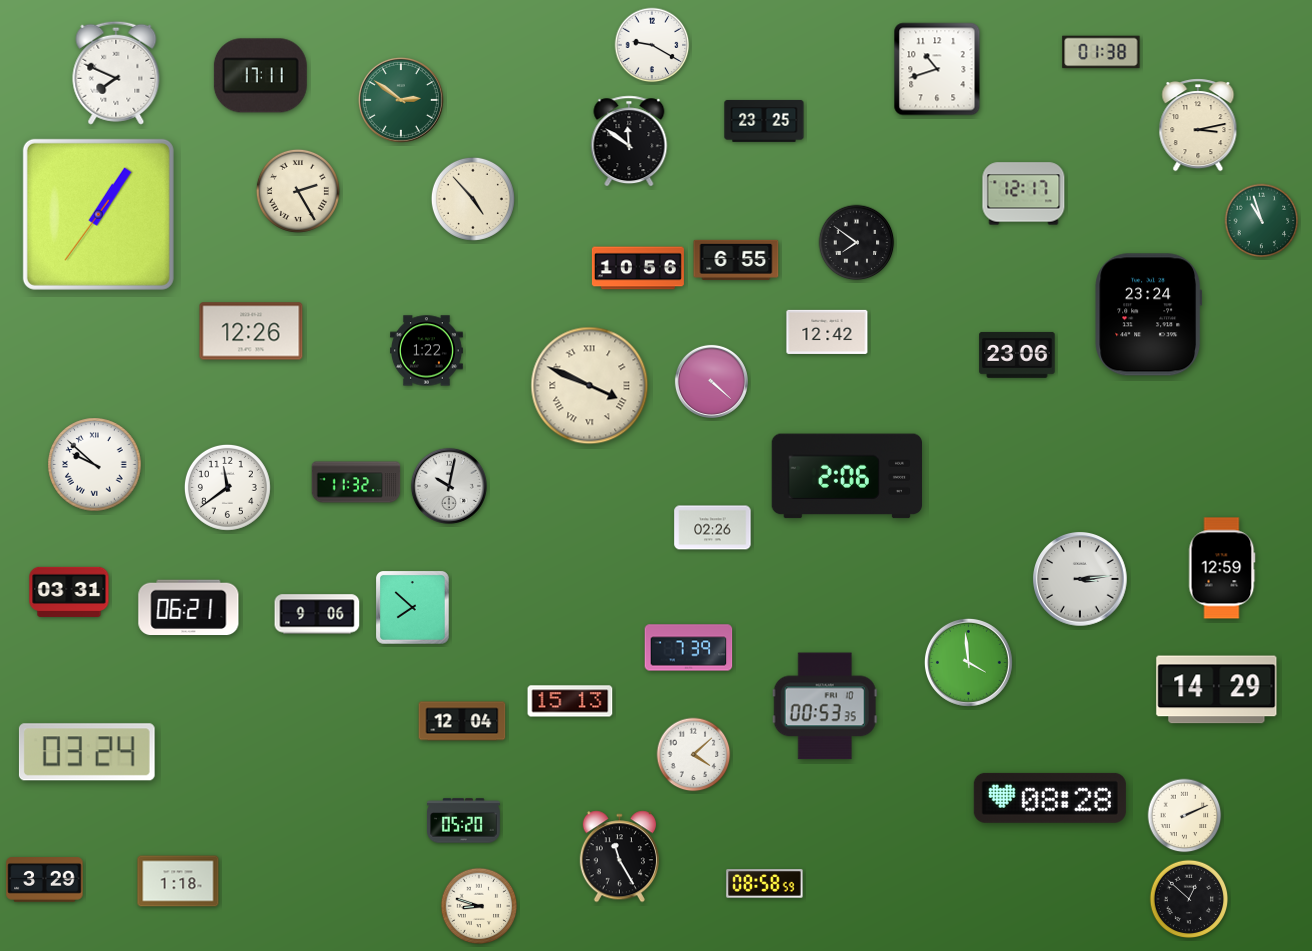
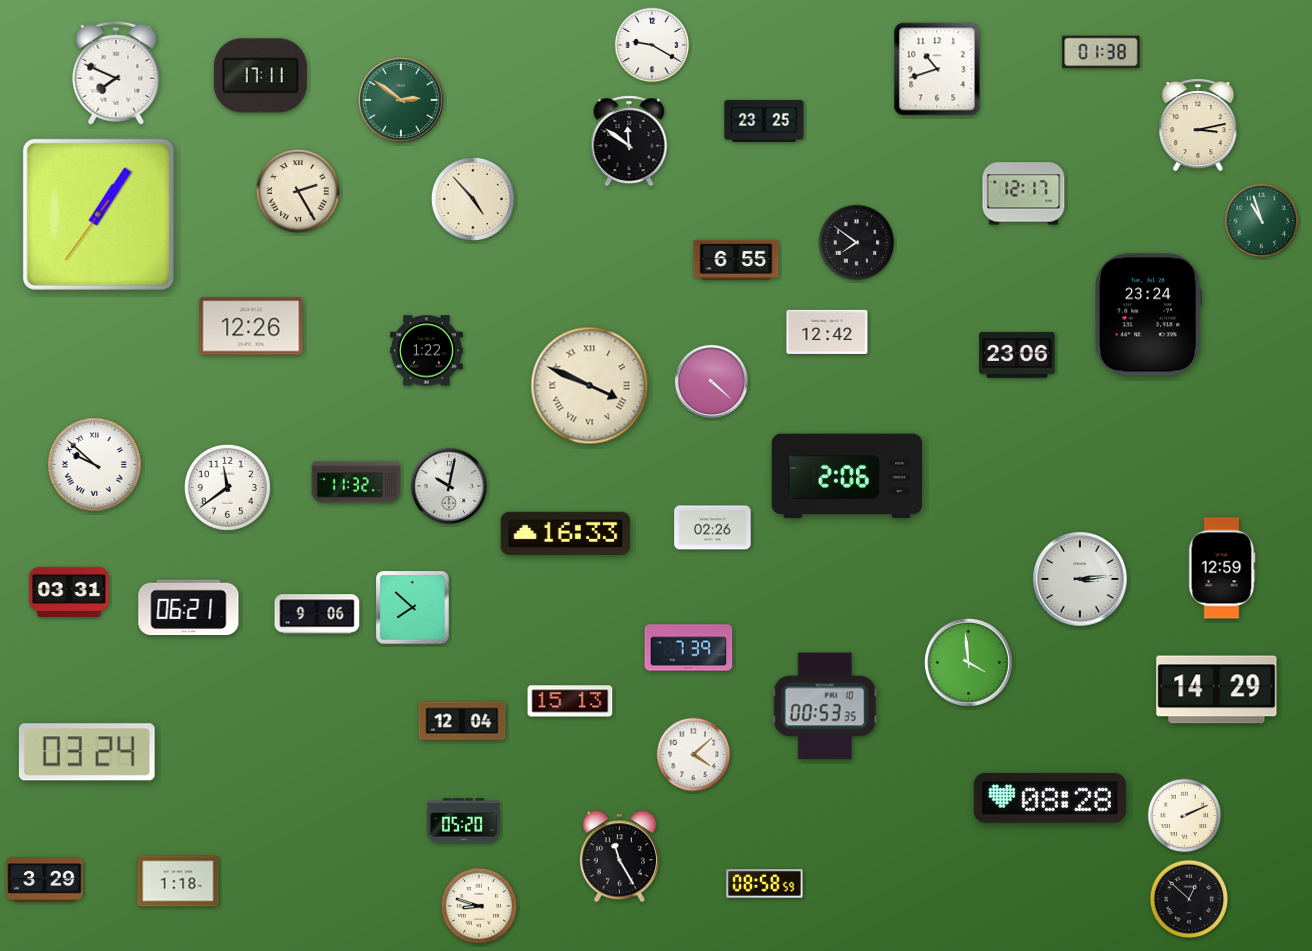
clock at (638, 268): 10:56 -> none
clock at (251, 331) position: (251, 331) -> (251, 326)
clock at (566, 533): none -> 16:33
